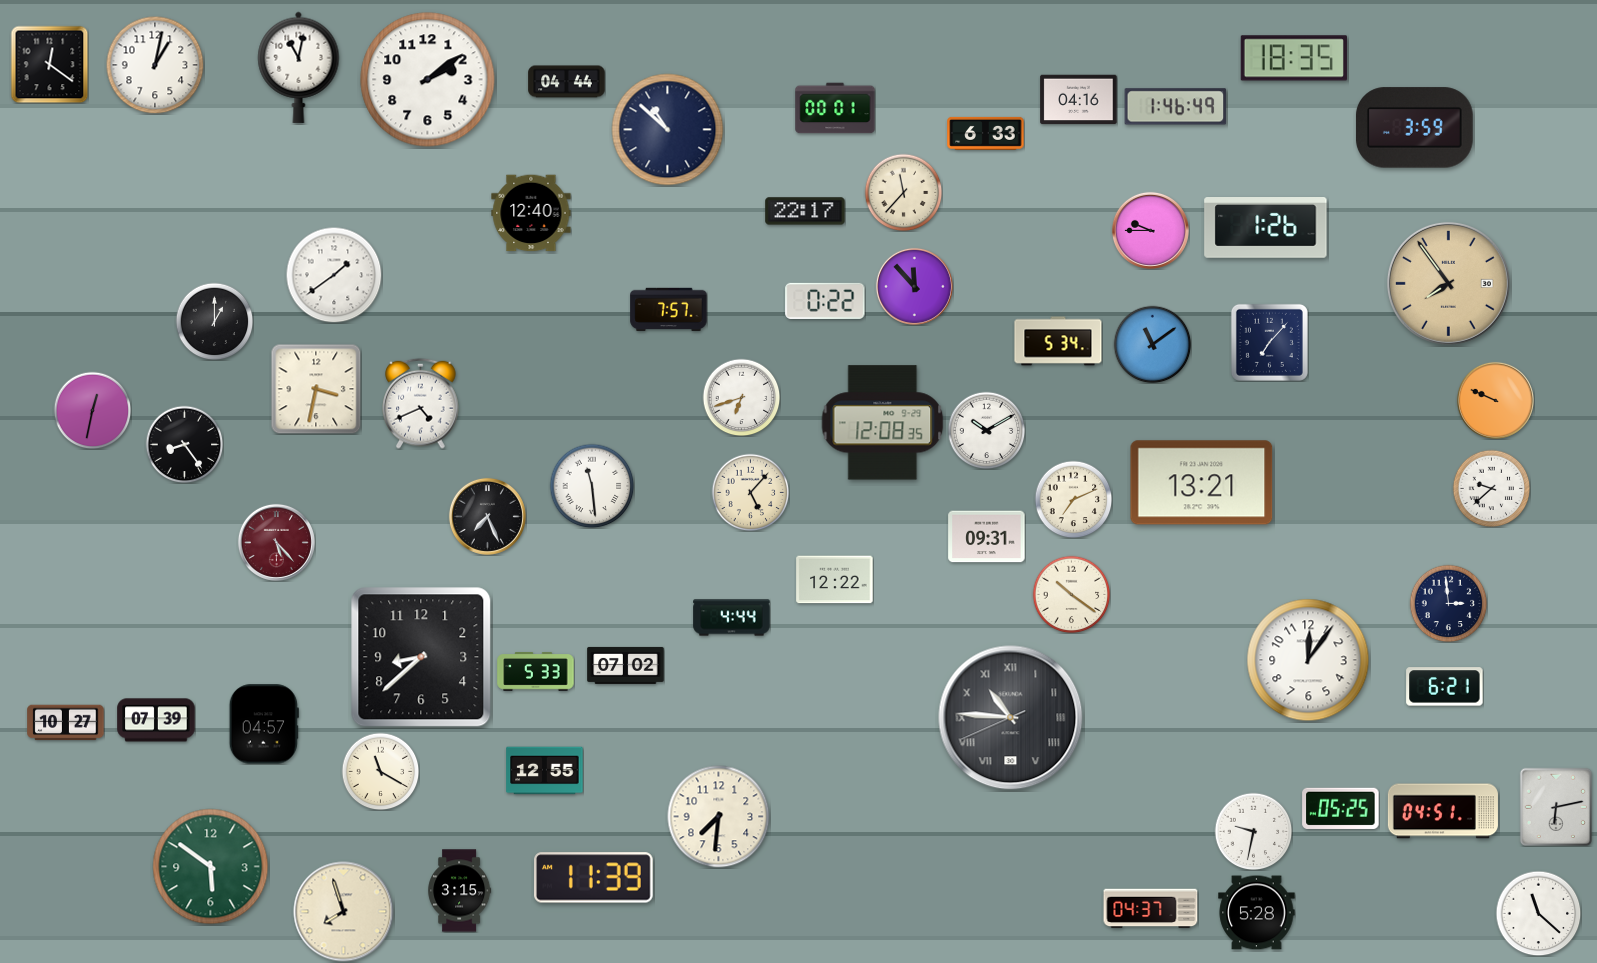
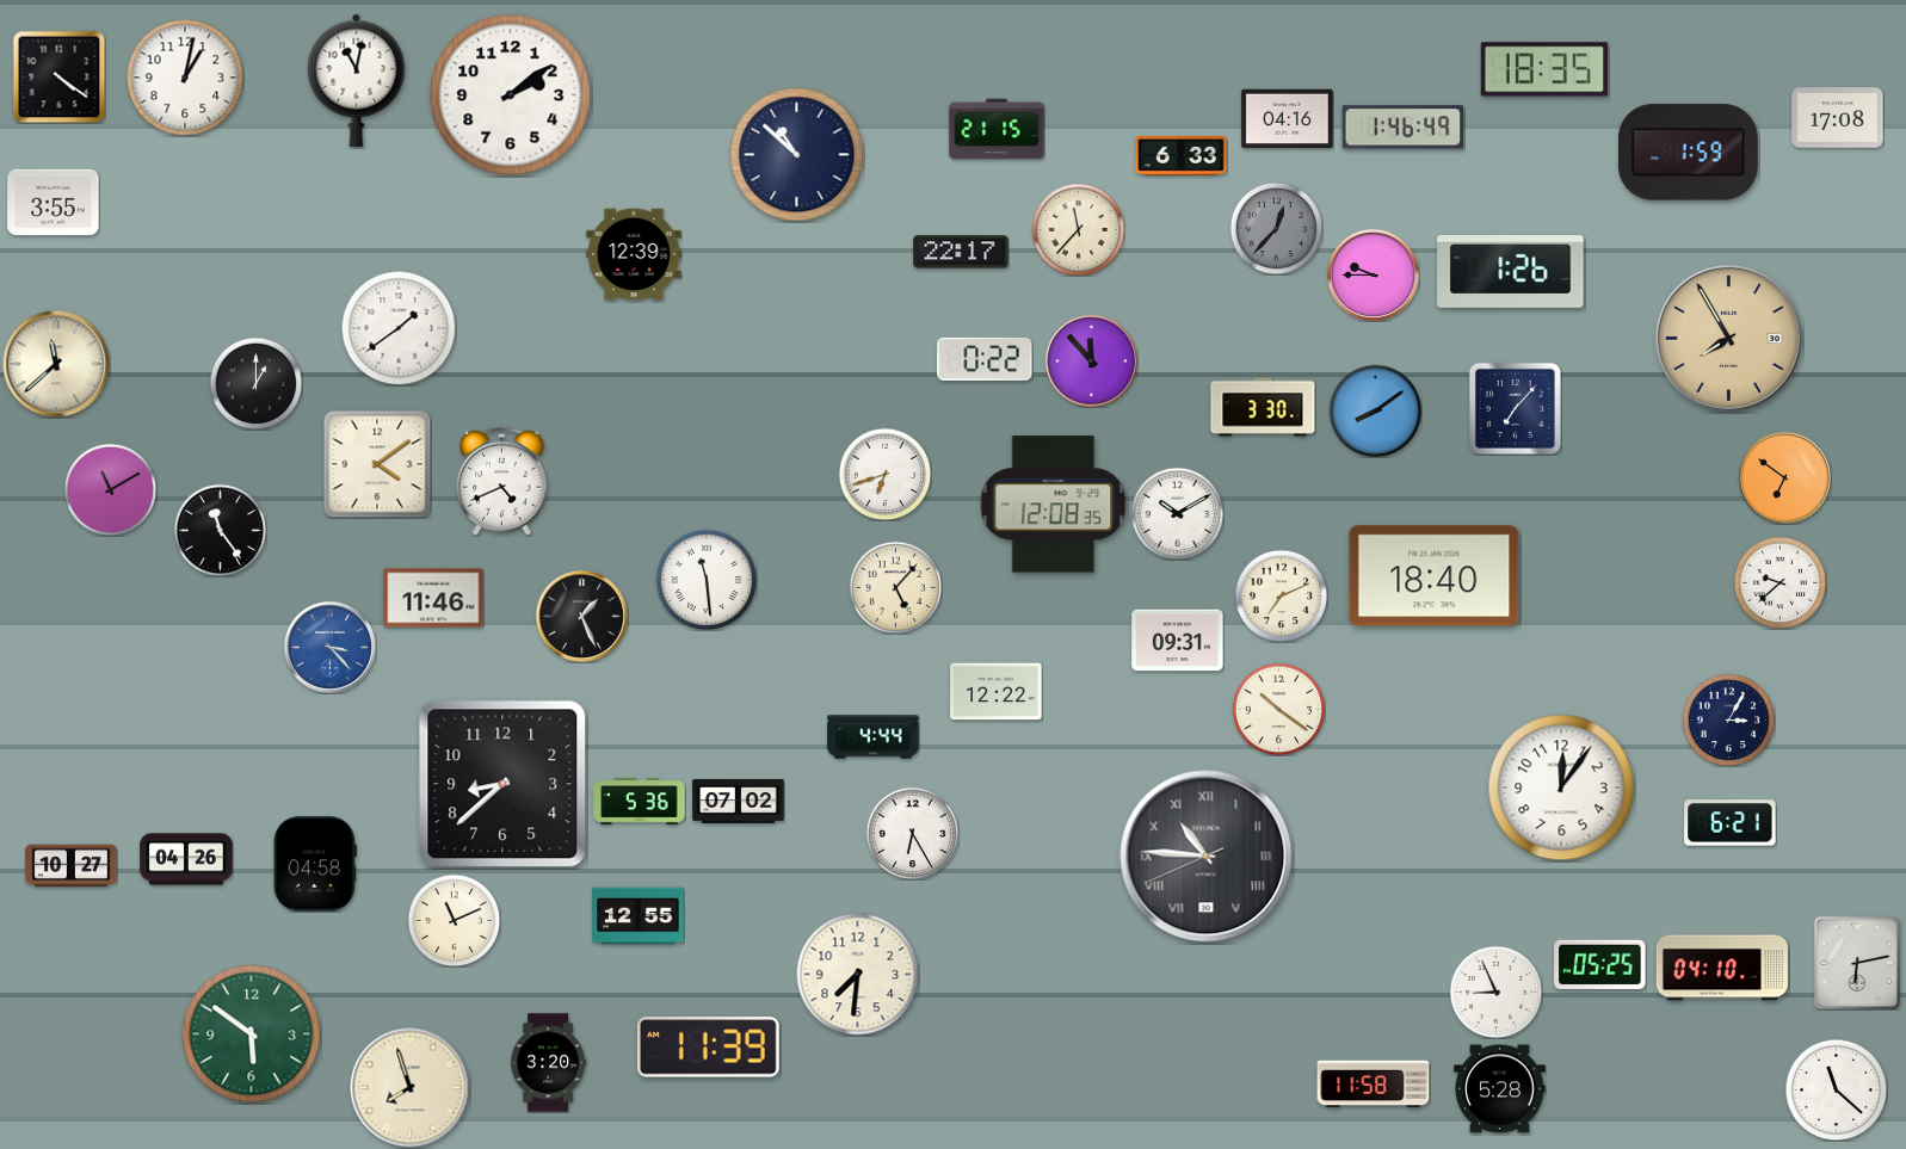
clock at (49, 64): 12:21 -> 4:21
clock at (567, 82): 04:44 -> none
clock at (1838, 118): none -> 17:08
clock at (835, 108): 00:01 -> 21:15
clock at (1414, 128): 3:59 -> 1:59
clock at (986, 133) position: (986, 133) -> (1182, 155)
clock at (54, 203): none -> 3:55
clock at (1276, 228): none -> 12:37
clock at (531, 213): 12:40 -> 12:39
clock at (1448, 283): 7:54 -> 7:55
clock at (914, 286) position: (914, 286) -> (1091, 360)
clock at (56, 364): none -> 11:38
clock at (669, 309): 7:57 -> none
clock at (1058, 341): 5:34 -> 3:30
clock at (1152, 344): 11:09 -> 8:09
clock at (316, 389): 3:32 -> 4:09
clock at (1495, 400): 9:49 -> 6:51
clock at (92, 410): 12:32 -> 11:10
clock at (184, 444): 8:24 -> 11:24
clock at (1202, 483): 13:21 -> 18:40
clock at (433, 598): none -> 11:46
clock at (487, 516): 7:26 -> 1:26
clock at (276, 542): 5:23 -> 3:23
clock at (276, 542) dial: burgundy -> blue
clock at (1448, 603): 2:59 -> 3:05
clock at (626, 665) position: (626, 665) -> (739, 801)
clock at (536, 672): 5:33 -> 5:36
clock at (1445, 687) position: (1445, 687) -> (1731, 823)
clock at (912, 833): none -> 6:25
clock at (156, 720): 07:39 -> 04:26
clock at (66, 723) position: (66, 723) -> (72, 866)
clock at (264, 724): 04:57 -> 04:58
clock at (380, 771): 11:20 -> 11:11
clock at (545, 771) position: (545, 771) -> (639, 916)
clock at (1443, 811): 04:51 -> 04:10
clock at (1253, 831): 9:32 -> 8:56
clock at (460, 891): 3:15 -> 3:20
clock at (1151, 909): 04:37 -> 11:58
